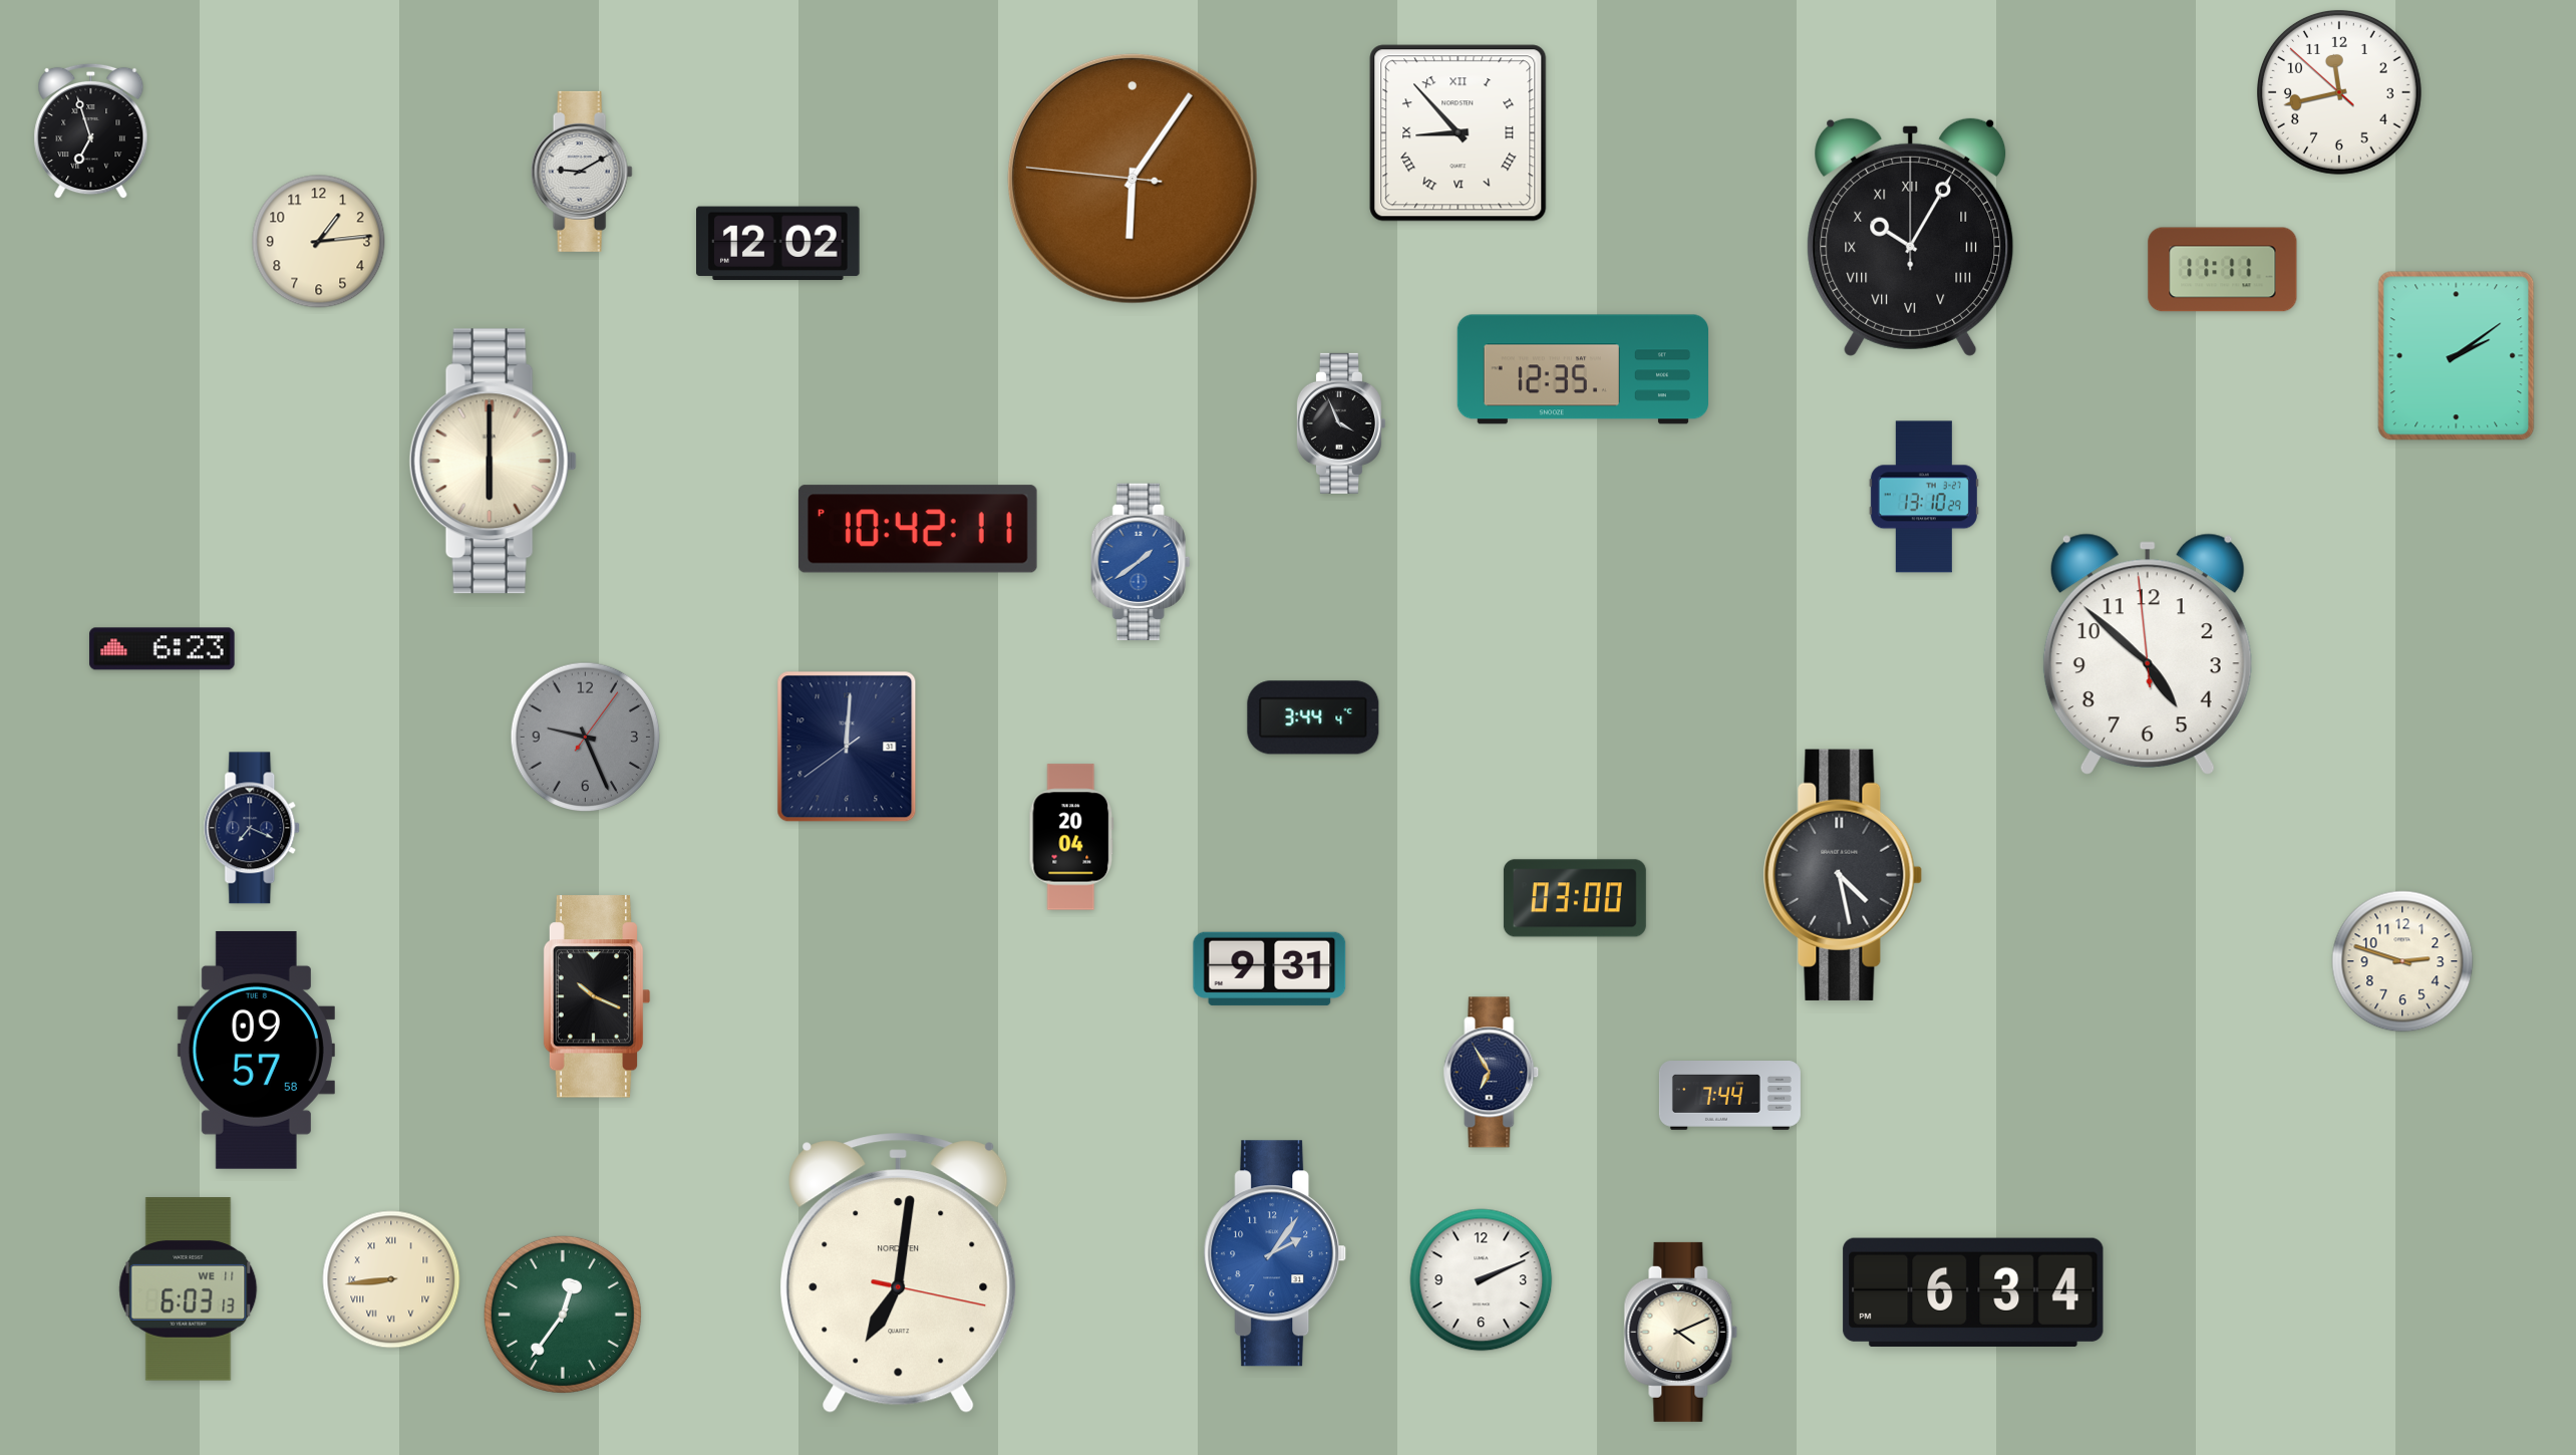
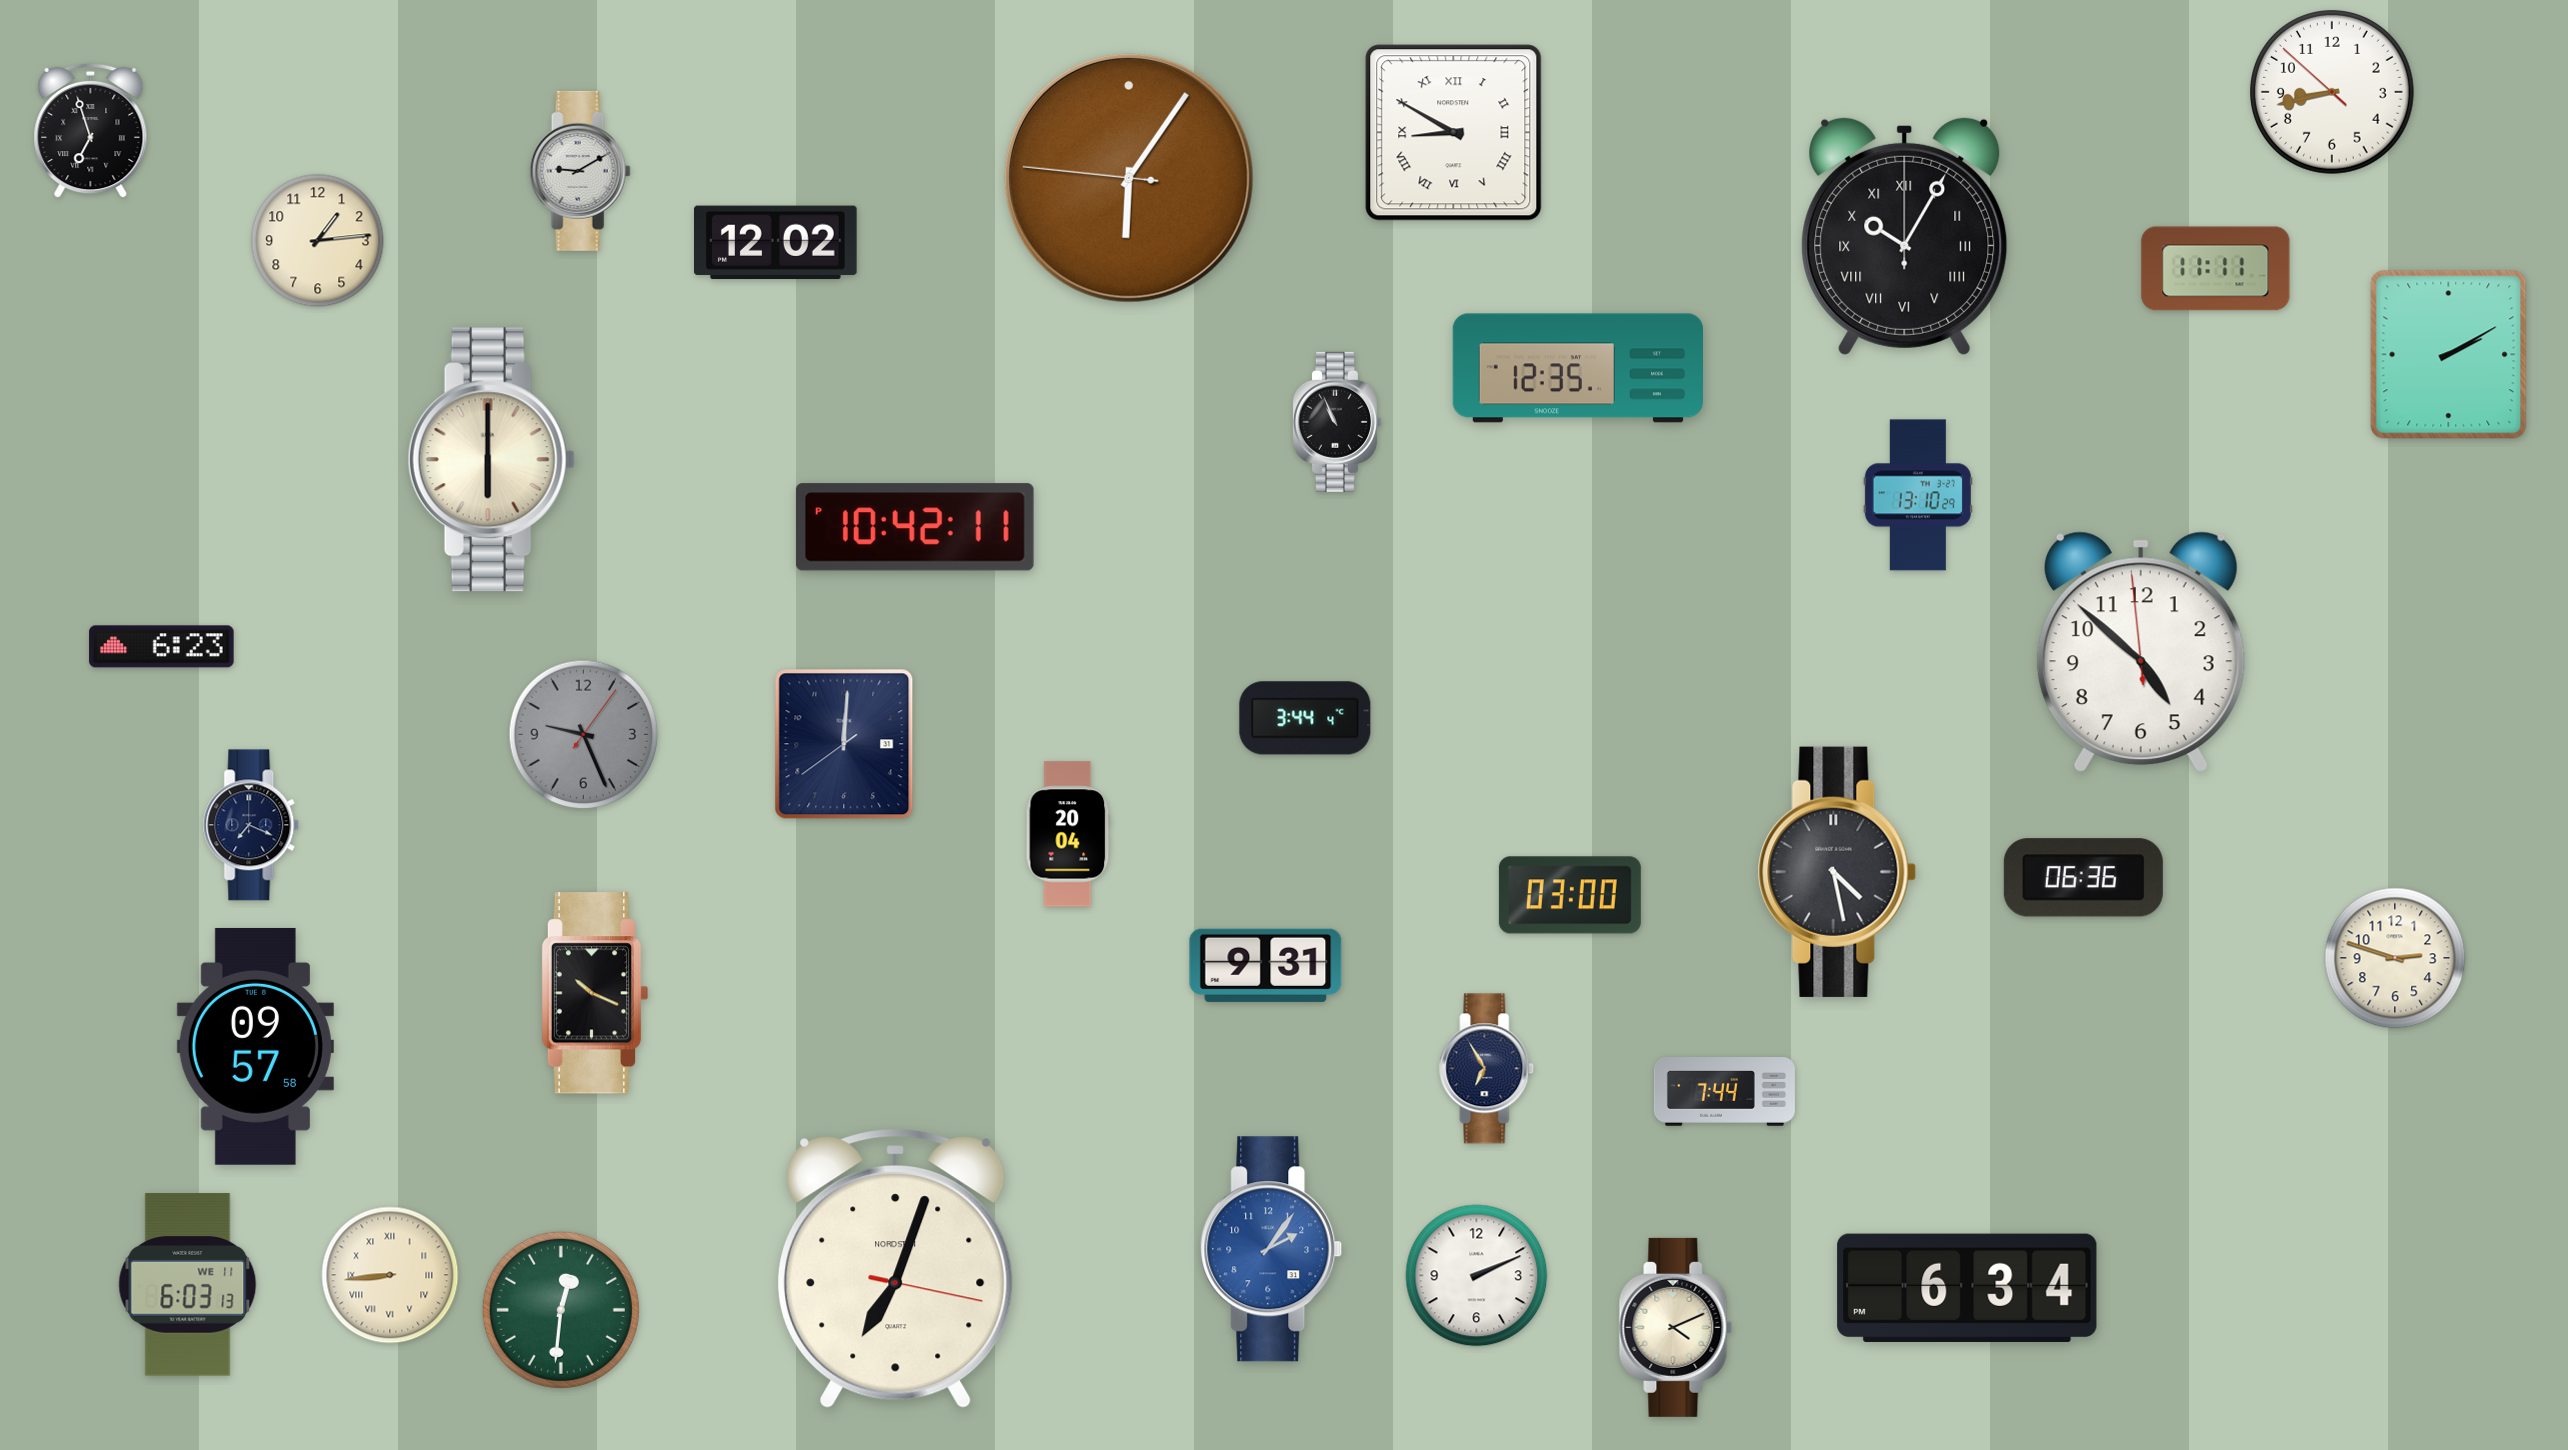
clock at (2339, 92): 11:42 -> 8:42
clock at (1459, 133): 8:53 -> 8:50
clock at (2457, 356): 2:09 -> 2:10
clock at (1340, 423): 3:56 -> 10:56
clock at (1141, 561): 1:39 -> none
clock at (1313, 717) position: (1313, 717) -> (1305, 718)
clock at (2083, 878): none -> 06:36
clock at (899, 1272): 7:01 -> 7:03
clock at (563, 1315): 12:36 -> 12:31
